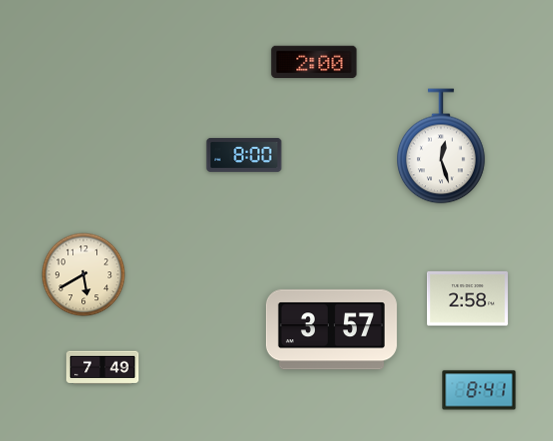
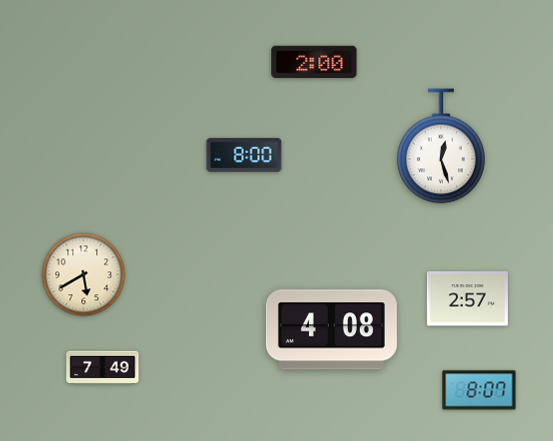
clock at (467, 299): 2:58 -> 2:57
clock at (331, 330): 3:57 -> 4:08
clock at (479, 390): 8:41 -> 8:07
